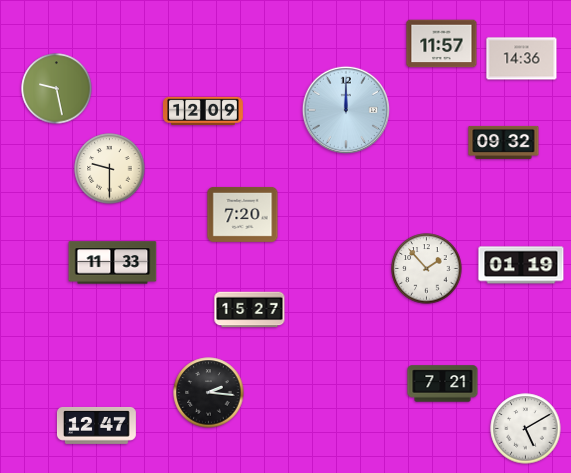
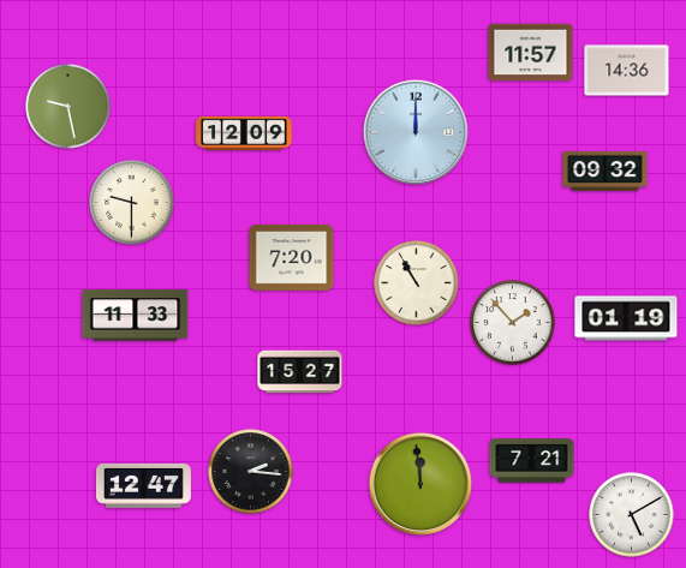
clock at (417, 283): none -> 10:55
clock at (420, 484): none -> 11:59
clock at (96, 425) position: (96, 425) -> (143, 485)
